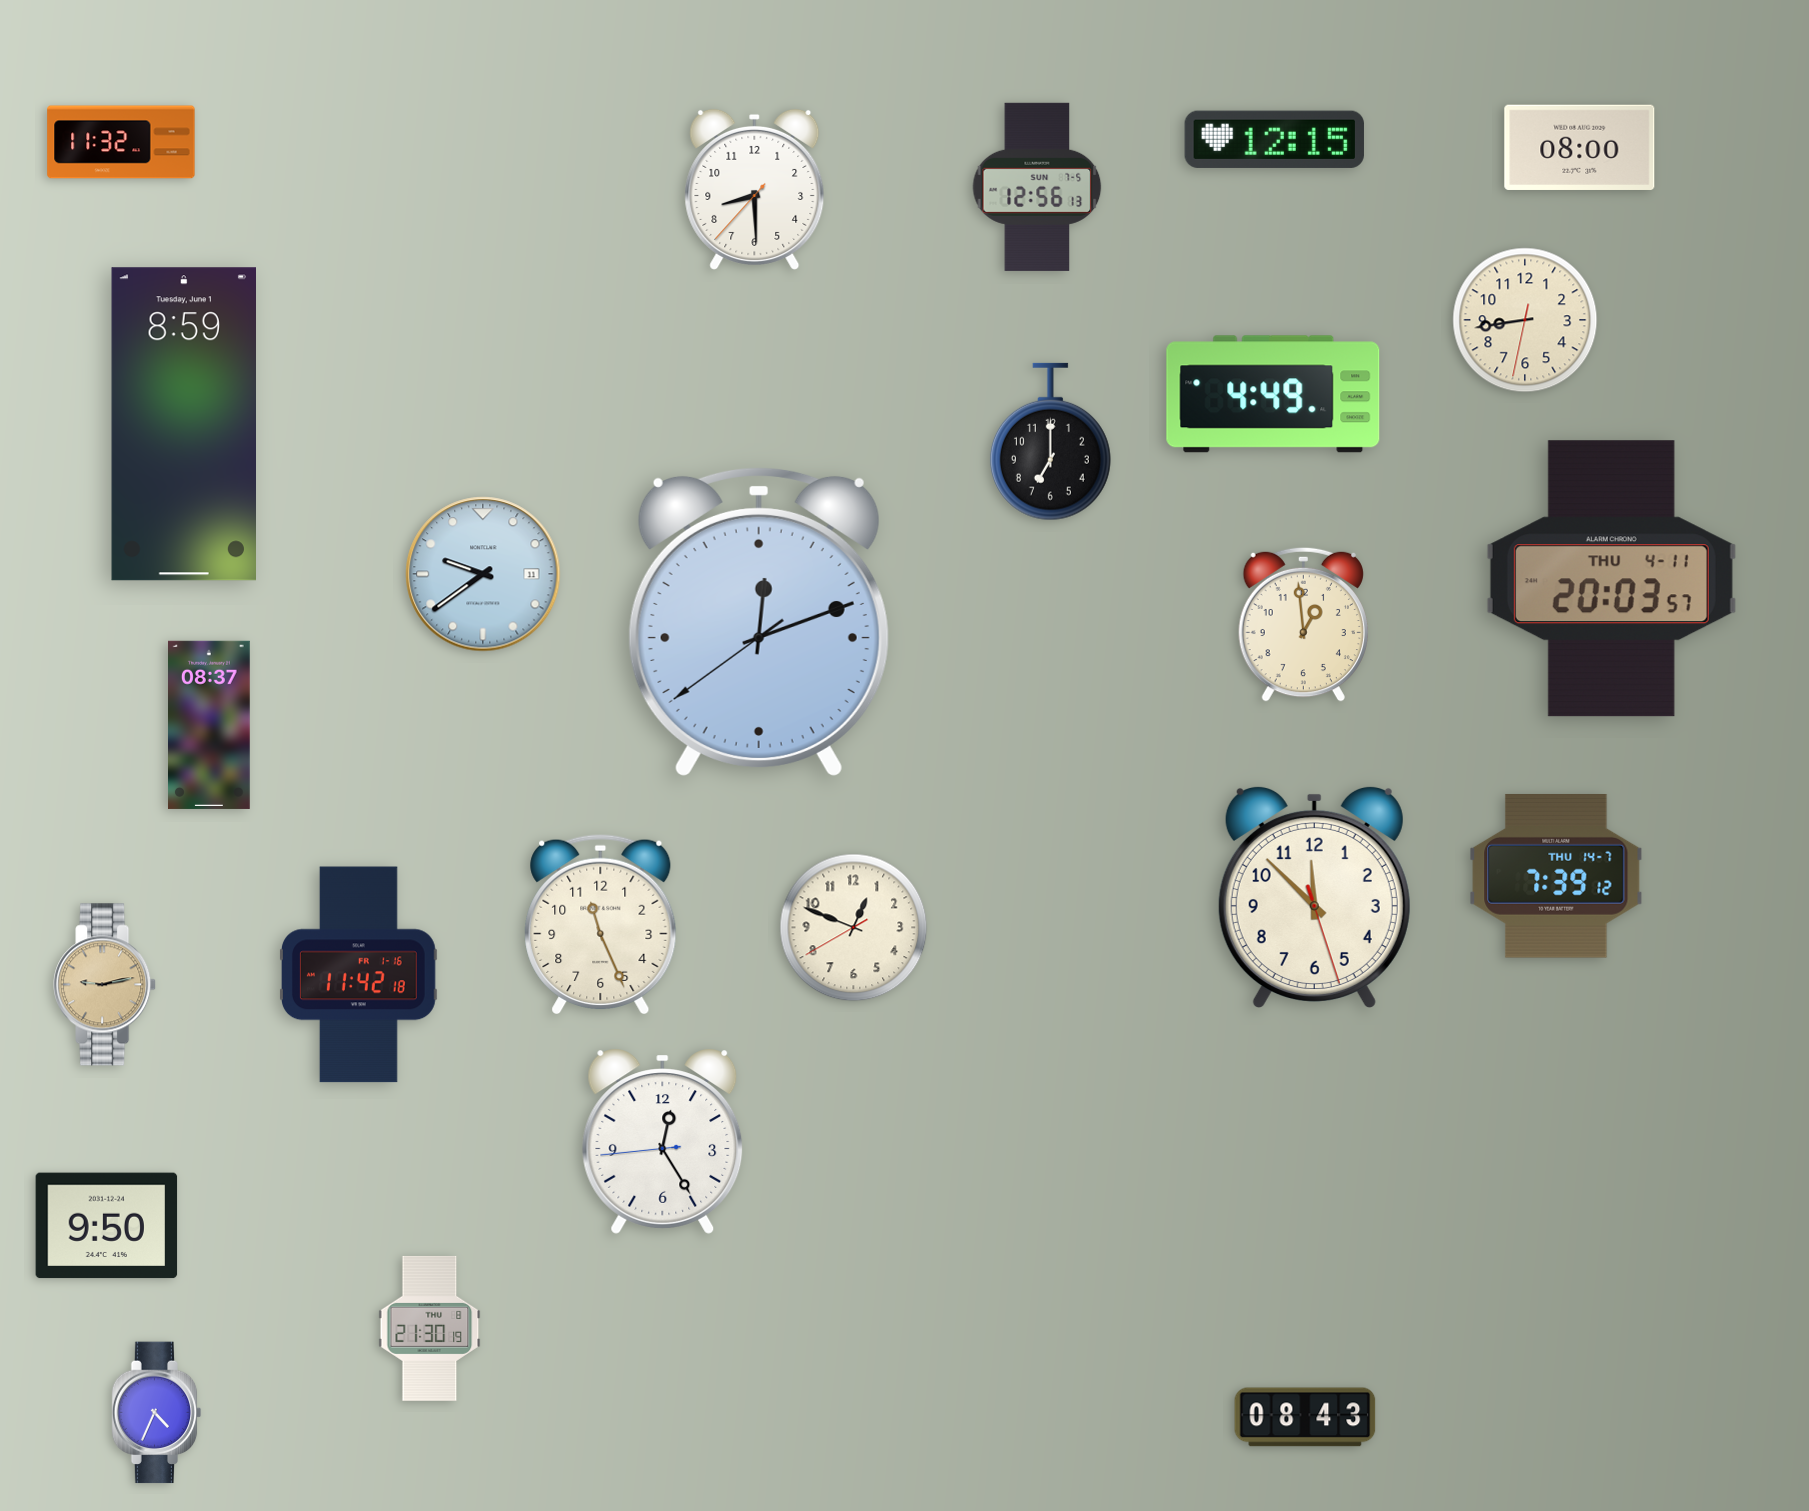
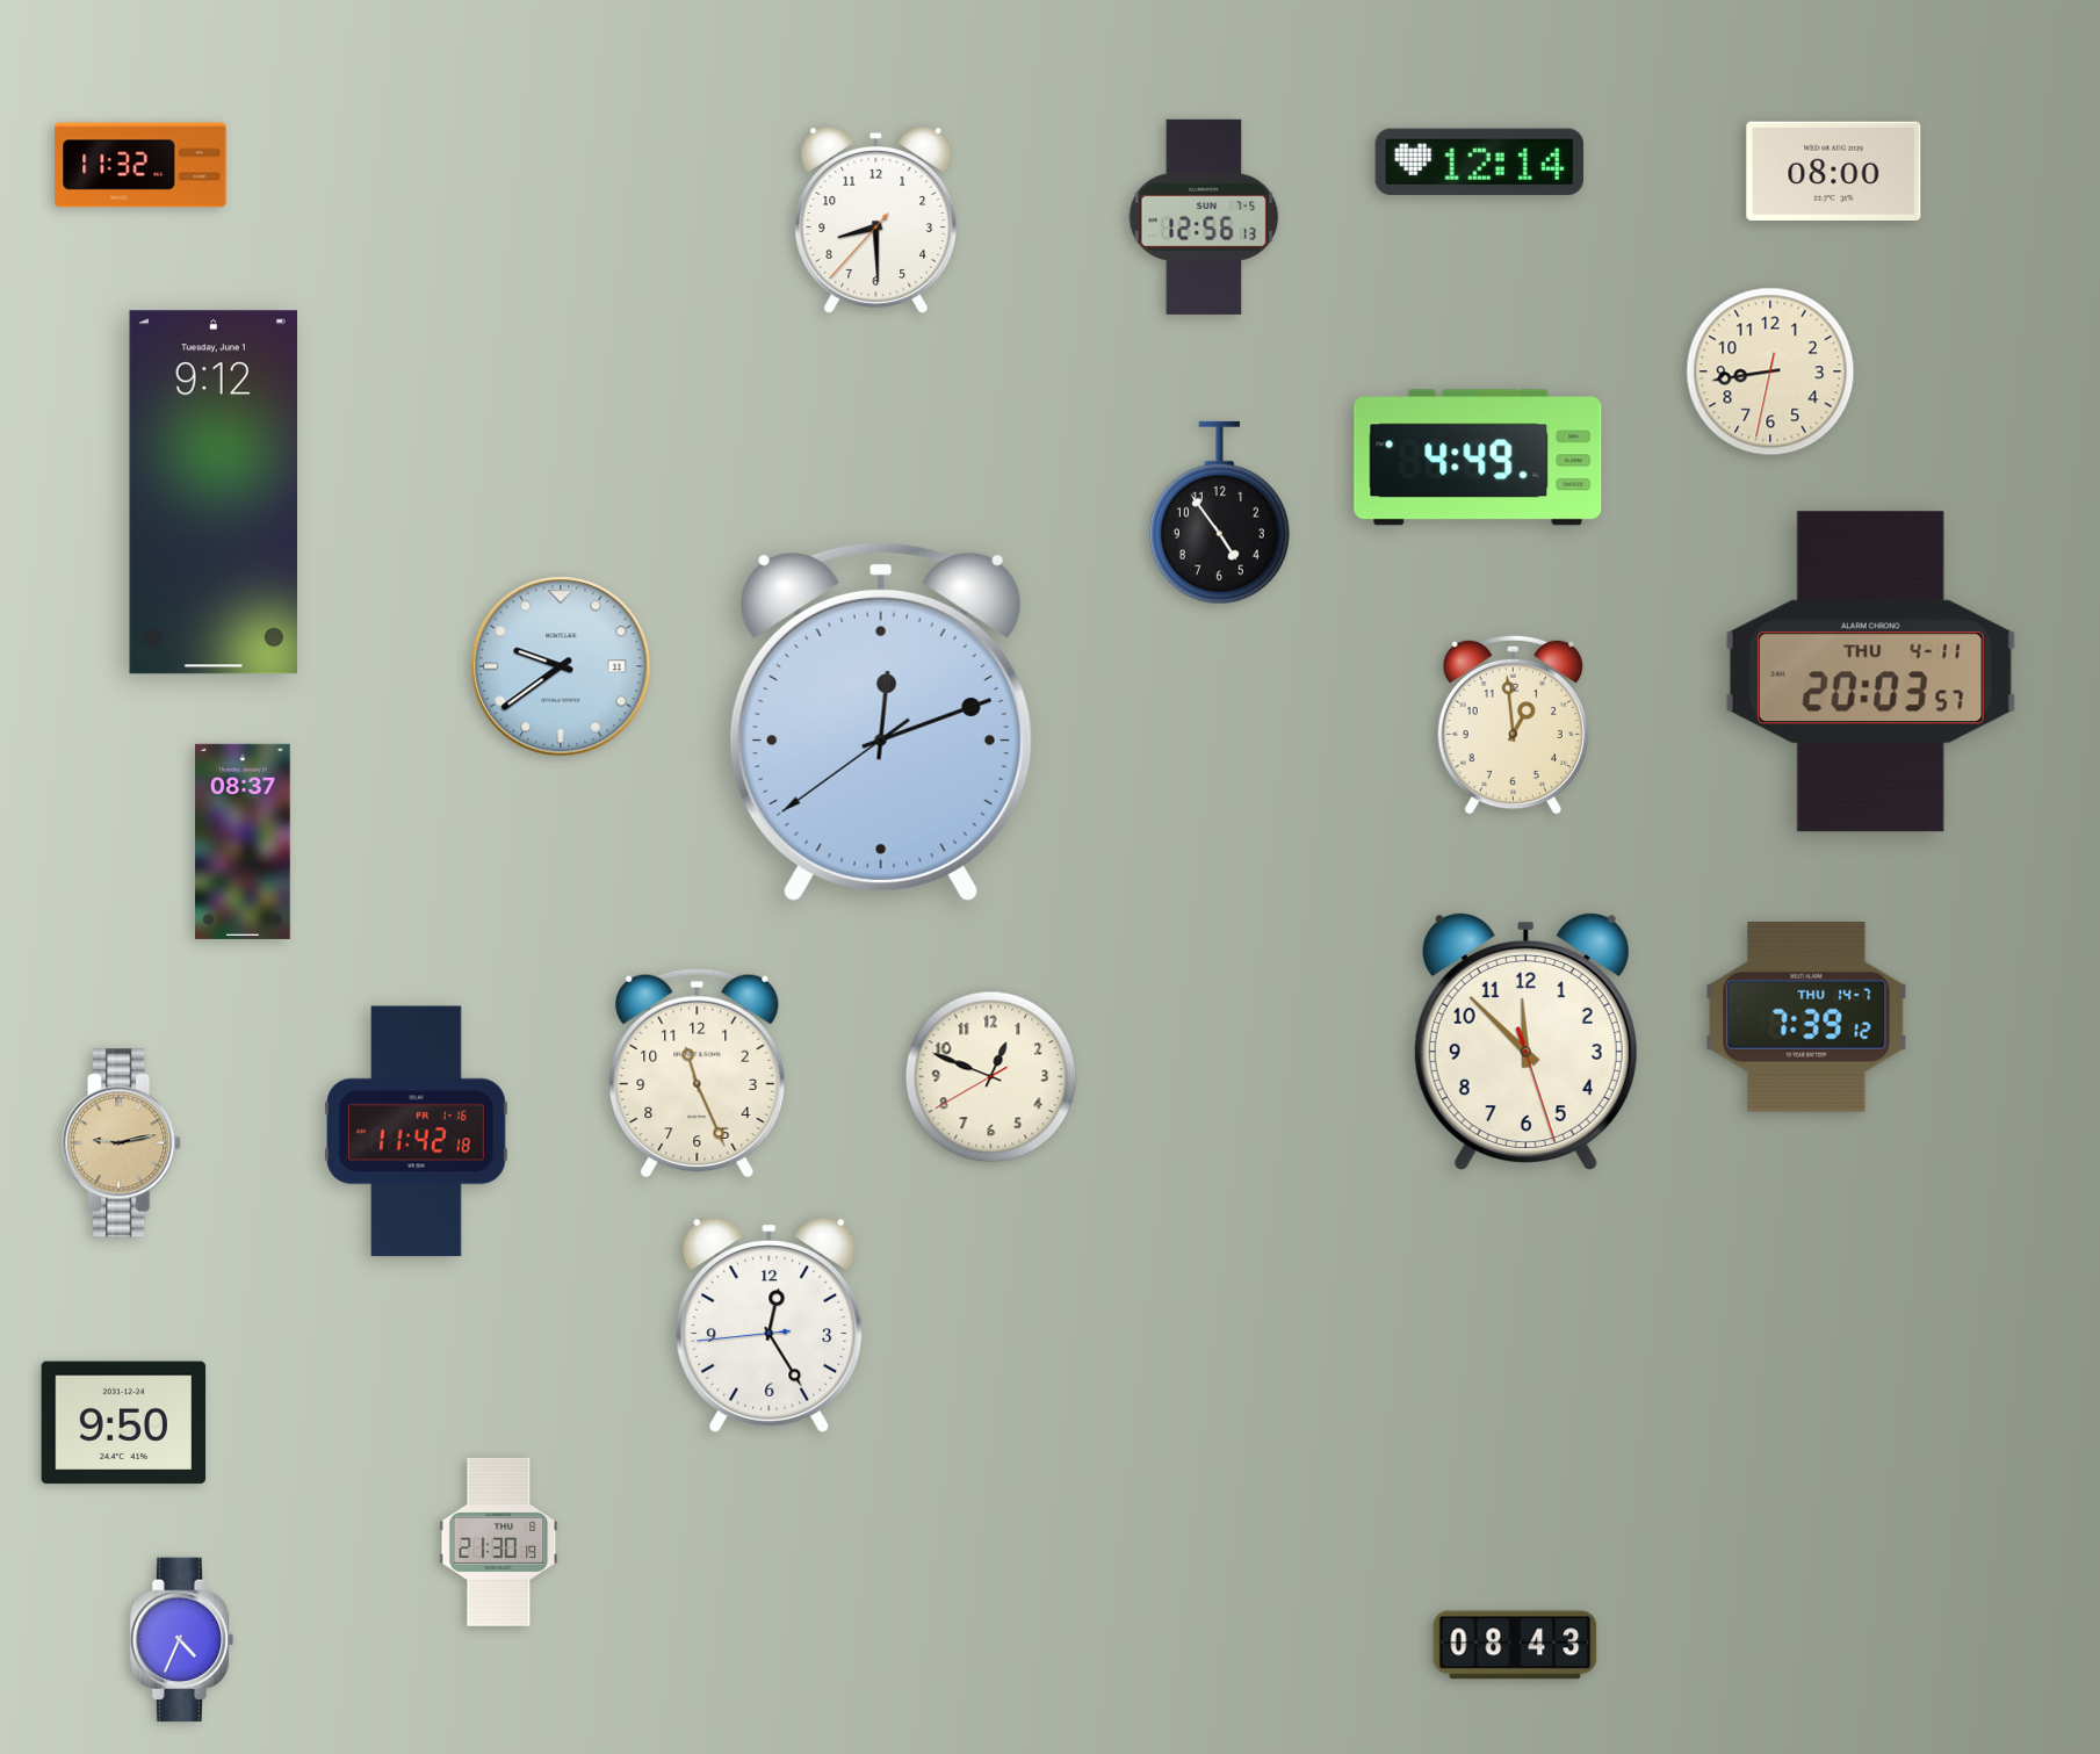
clock at (1274, 139): 12:15 -> 12:14
clock at (183, 424): 8:59 -> 9:12
clock at (1050, 442): 7:00 -> 4:54
